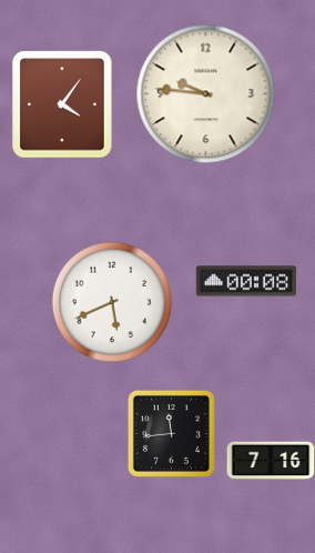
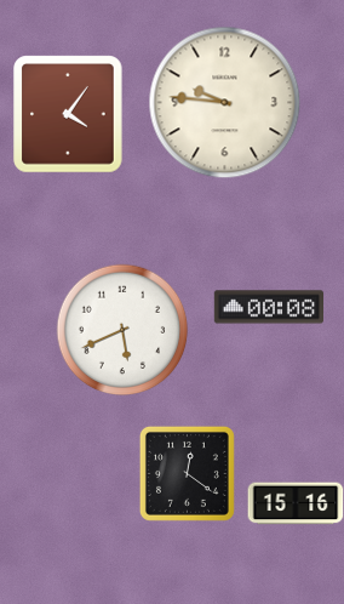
clock at (171, 433): 11:44 -> 12:21
clock at (271, 461): 7:16 -> 15:16
